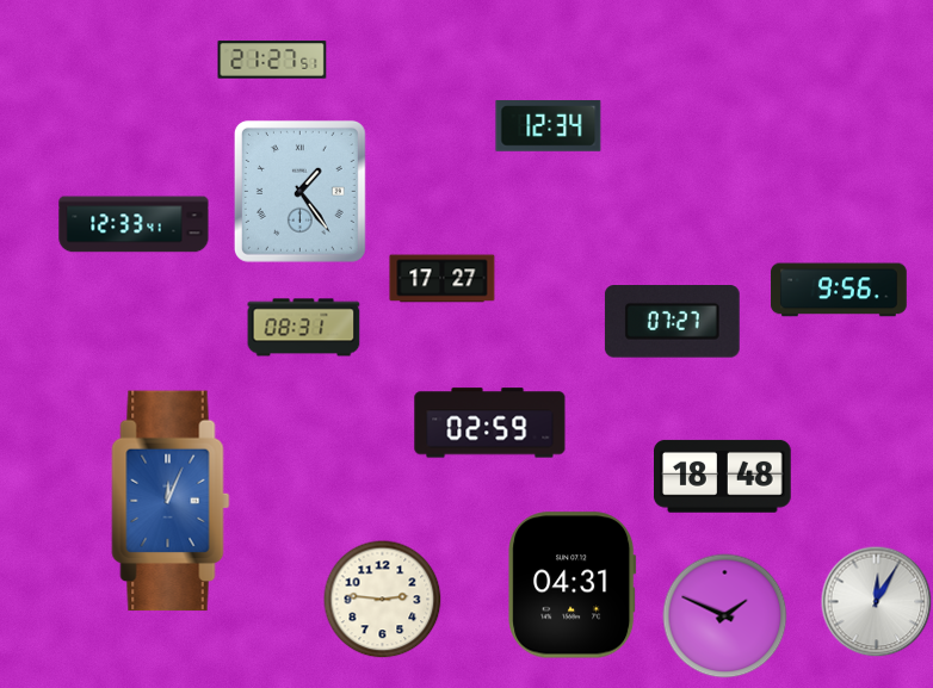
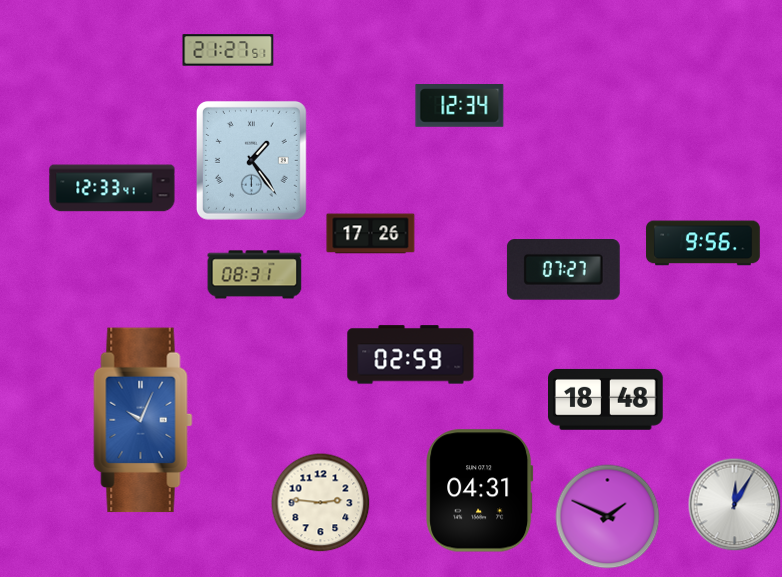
clock at (443, 279): 17:27 -> 17:26
clock at (171, 501): 12:04 -> 10:04
